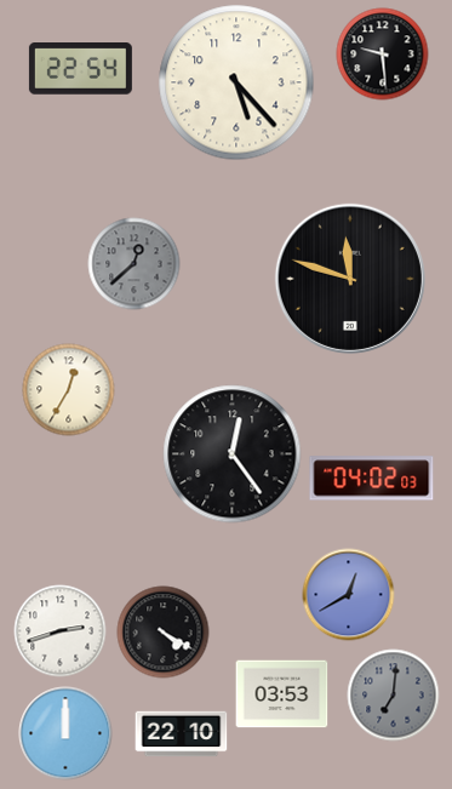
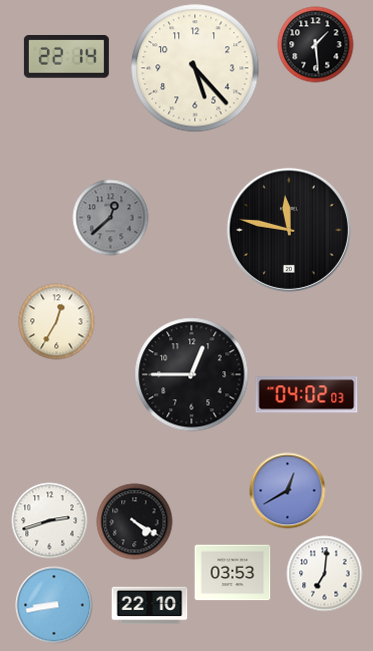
clock at (383, 55): 9:29 -> 1:29
clock at (80, 69): 22:54 -> 22:14
clock at (350, 279): 11:48 -> 11:47
clock at (233, 454): 12:24 -> 12:45
clock at (394, 696) dial: grey -> white
clock at (65, 733): 12:00 -> 8:43
